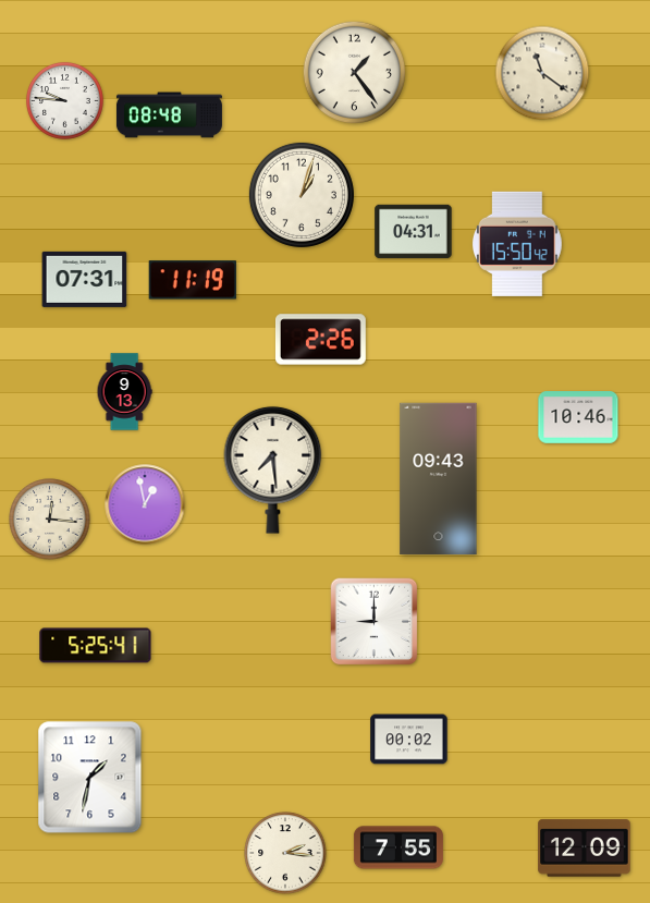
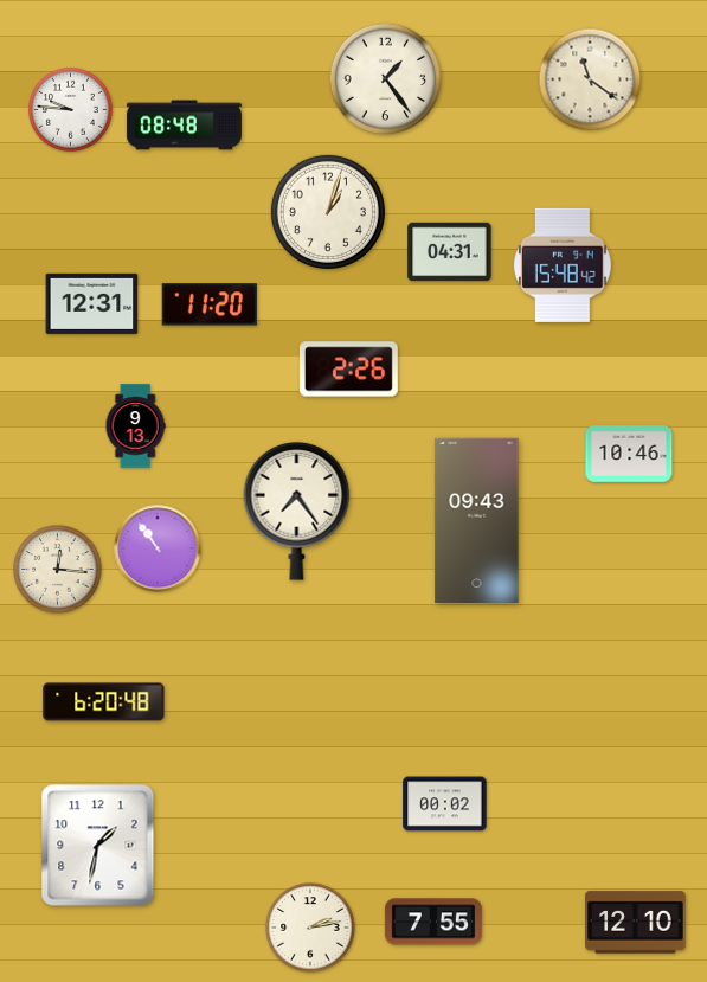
clock at (517, 244): 15:50 -> 15:48
clock at (85, 279): 07:31 -> 12:31
clock at (193, 280): 11:19 -> 11:20
clock at (273, 469): 7:29 -> 7:24
clock at (145, 504): 12:58 -> 10:54
clock at (50, 520) position: (50, 520) -> (58, 570)
clock at (375, 622): 9:00 -> none
clock at (96, 646): 5:25 -> 6:20
clock at (585, 849): 12:09 -> 12:10
clock at (285, 853): 2:16 -> 2:13
